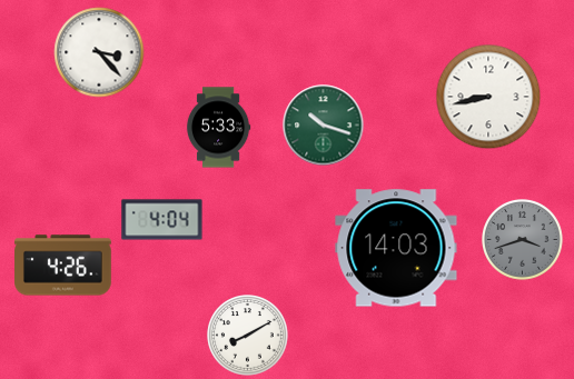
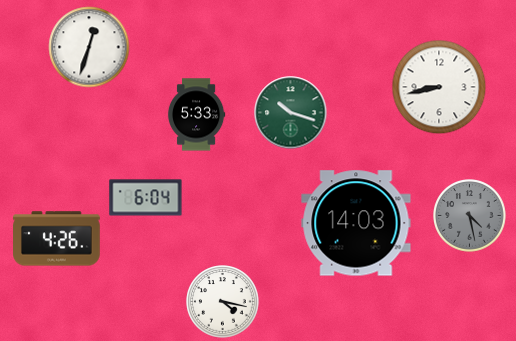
clock at (99, 52): 3:23 -> 12:33
clock at (162, 220): 4:04 -> 6:04
clock at (523, 240): 3:42 -> 4:28
clock at (248, 336): 8:10 -> 4:17
